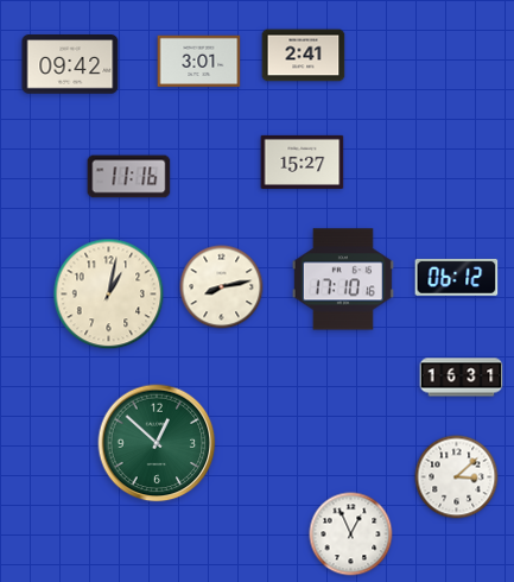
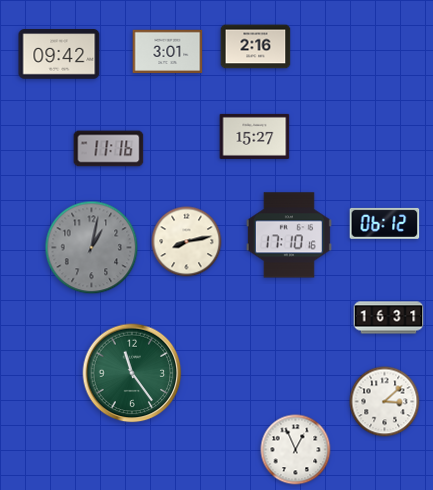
clock at (304, 56): 2:41 -> 2:16
clock at (457, 277) position: (457, 277) -> (385, 223)
clock at (109, 295) dial: cream -> grey
clock at (157, 443): 12:52 -> 11:24
